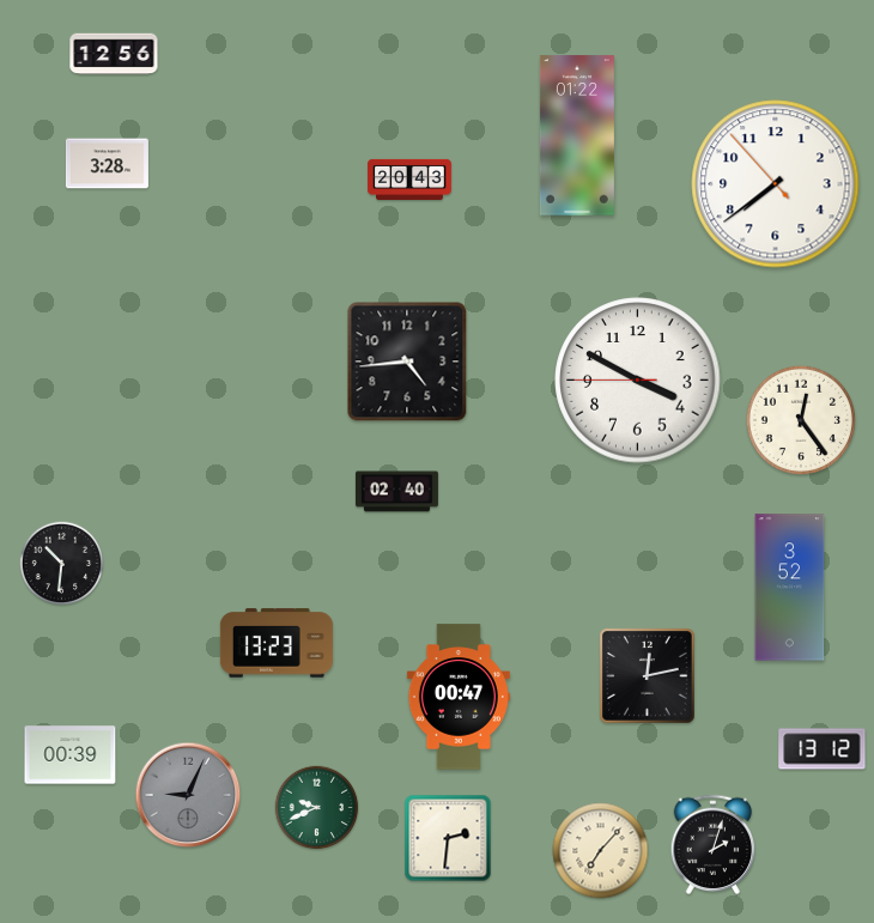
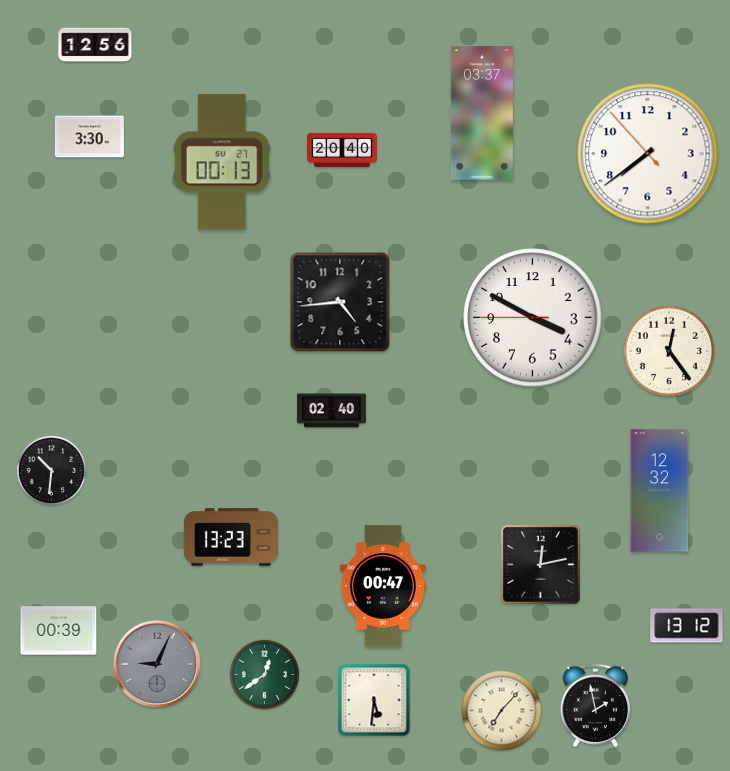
clock at (577, 135): 01:22 -> 03:37
clock at (107, 164): 3:28 -> 3:30
clock at (409, 180): 20:43 -> 20:40
clock at (222, 162): none -> 00:13
clock at (790, 588): 3:52 -> 12:32
clock at (459, 697) position: (459, 697) -> (383, 586)
clock at (317, 808): 9:41 -> 12:39
clock at (448, 838): 2:31 -> 5:31
clock at (714, 845): 2:03 -> 1:58
